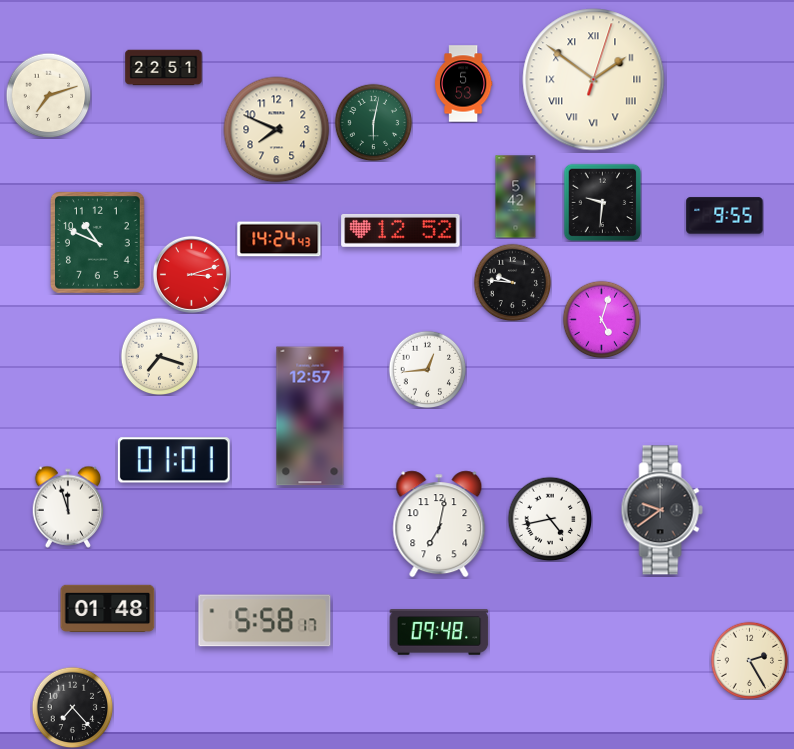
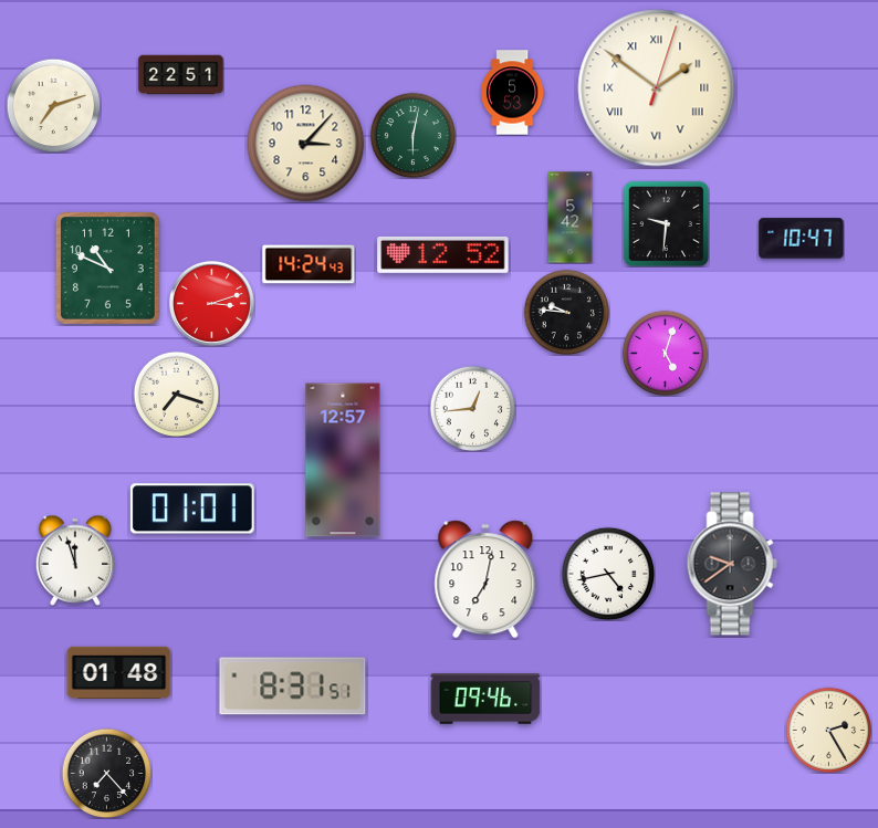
clock at (277, 130): 7:49 -> 3:07
clock at (725, 216): 9:55 -> 10:47
clock at (265, 621): 5:58 -> 8:31
clock at (439, 632): 09:48 -> 09:46
clock at (72, 707) position: (72, 707) -> (106, 773)
